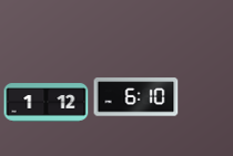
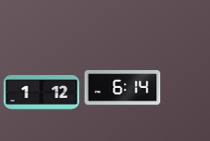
clock at (136, 97): 6:10 -> 6:14
